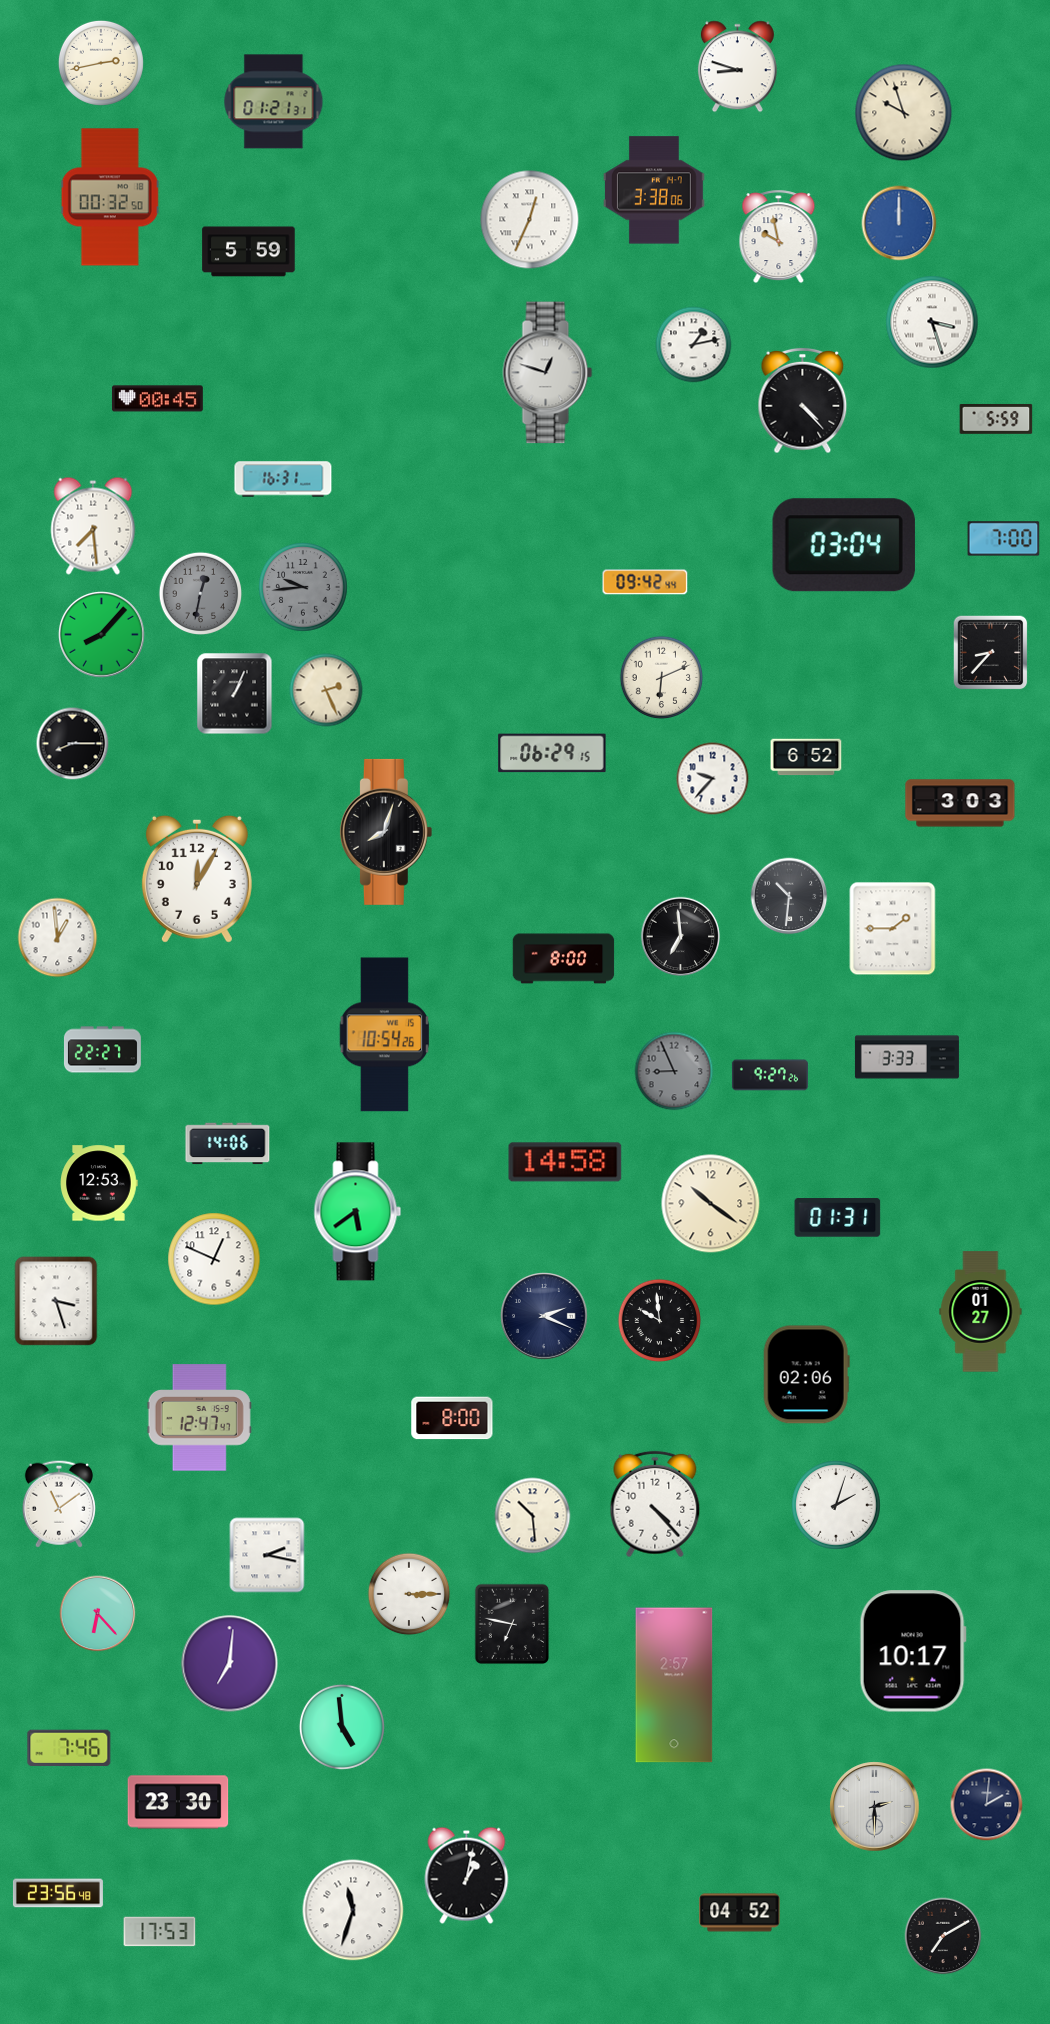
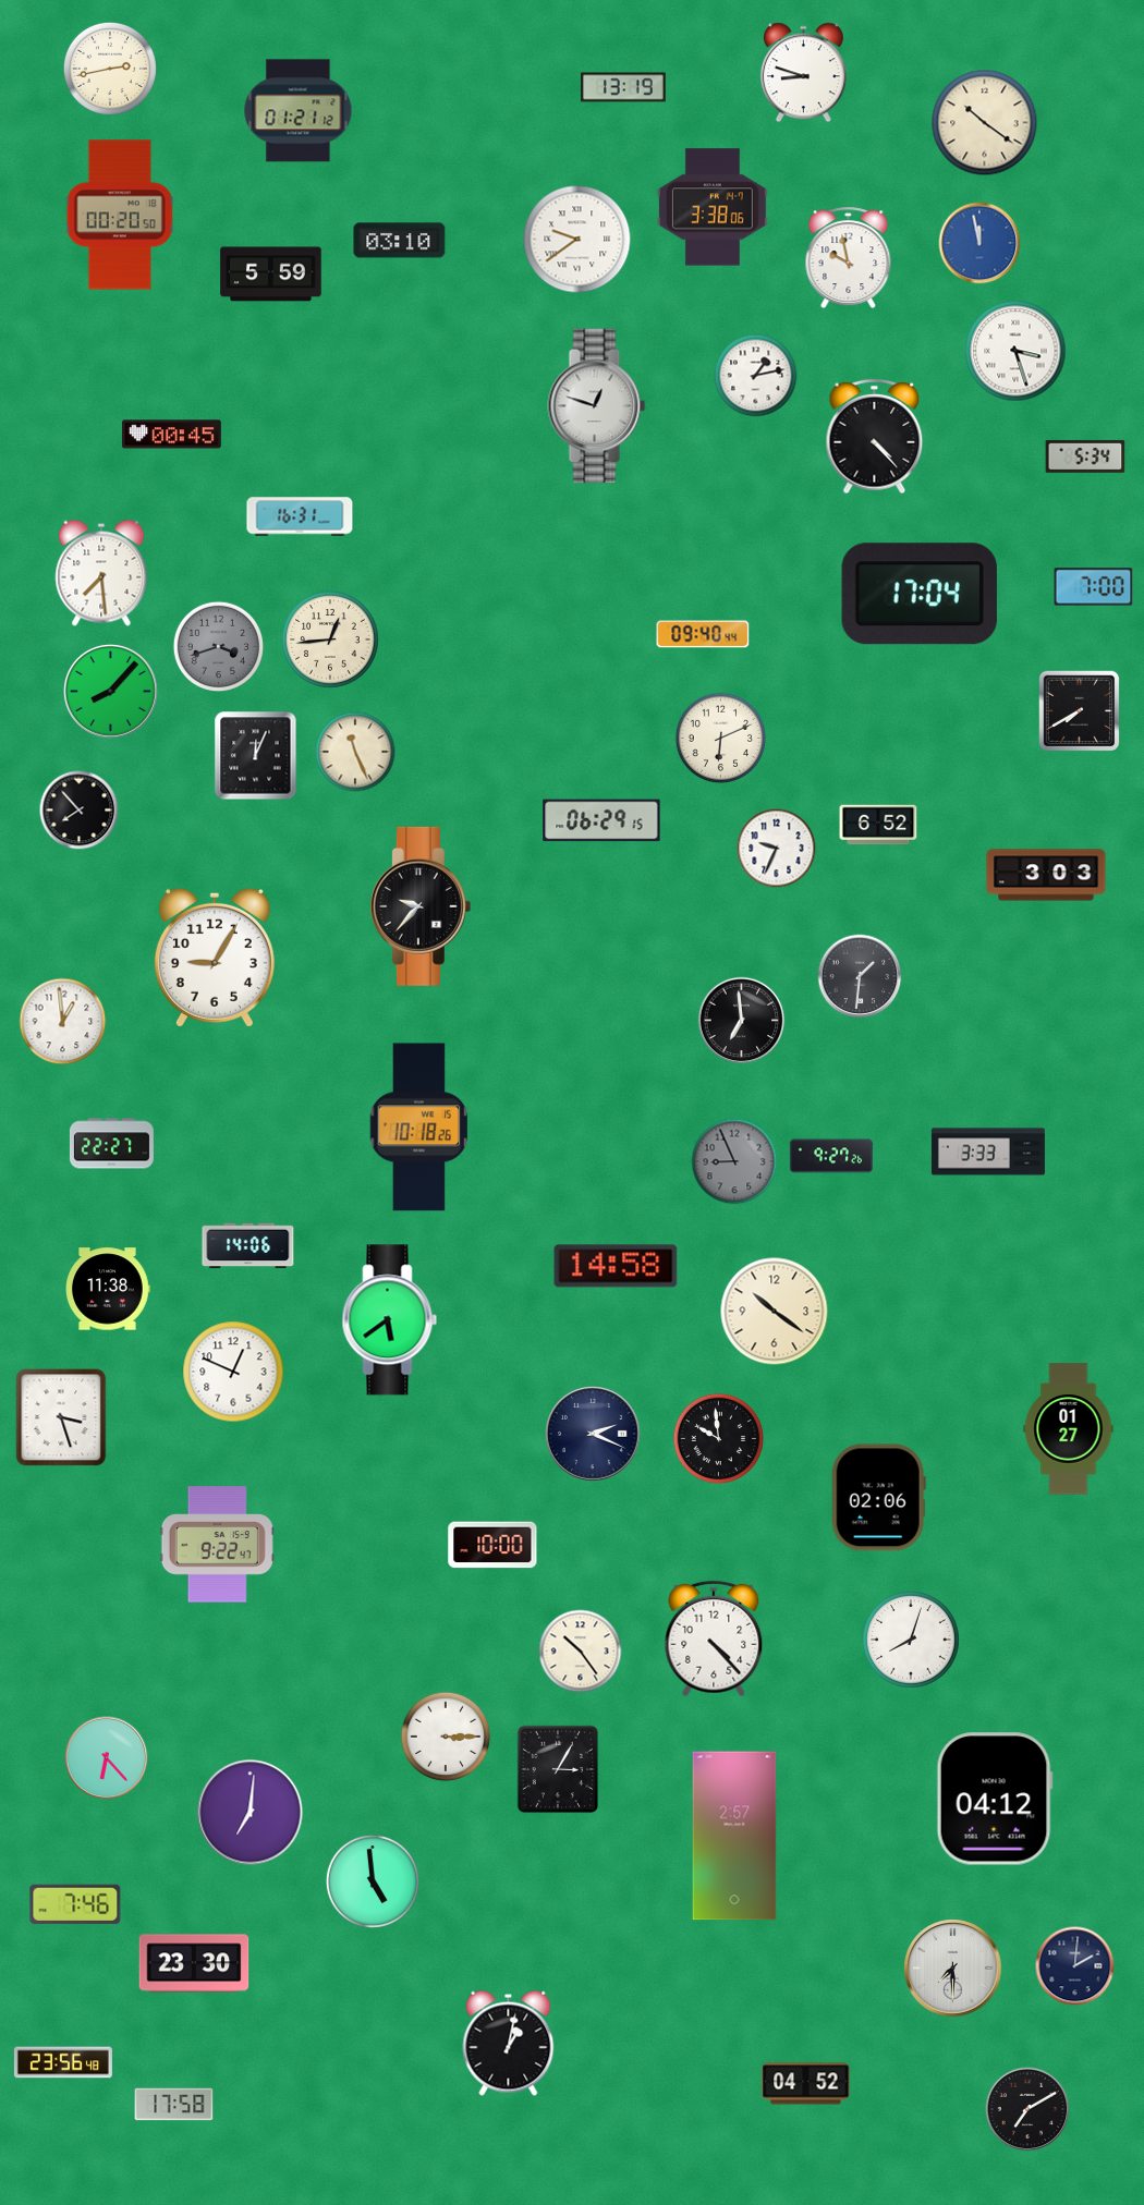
clock at (623, 87): none -> 13:19
clock at (274, 102): 01:21:31 -> 01:21:12
clock at (904, 113): 9:57 -> 10:21
clock at (110, 197): 00:32 -> 00:20
clock at (530, 220): 12:34 -> 9:39
clock at (400, 241): none -> 03:10
clock at (899, 223): 12:00 -> 11:58
clock at (996, 419): 5:59 -> 5:34
clock at (283, 479) position: (283, 479) -> (300, 516)
clock at (844, 545): 03:04 -> 17:04
clock at (645, 582): 09:42 -> 09:40
clock at (303, 587): 9:44 -> 12:44
clock at (303, 587) dial: grey -> cream
clock at (201, 594): 12:32 -> 3:42
clock at (991, 653): 8:37 -> 7:40
clock at (326, 690): 2:26 -> 11:26
clock at (235, 694): 1:04 -> 12:04
clock at (73, 744): 8:15 -> 7:53
clock at (713, 779): 9:37 -> 9:34
clock at (386, 832): 8:03 -> 9:37
clock at (197, 879): 12:05 -> 9:05
clock at (789, 896): 10:31 -> 1:31
clock at (893, 929): 1:45 -> none
clock at (564, 959): 8:00 -> none
clock at (385, 1035): 10:54 -> 10:18
clock at (674, 1071) position: (674, 1071) -> (734, 1161)
clock at (770, 1075) position: (770, 1075) -> (831, 1156)
clock at (100, 1183): 12:53 -> 11:38
clock at (838, 1218): 01:31 -> none
clock at (199, 1418): 12:47 -> 9:22
clock at (452, 1418): 8:00 -> 10:00
clock at (59, 1504): 11:09 -> none
clock at (836, 1505): 2:03 -> 8:03
clock at (533, 1516): 10:29 -> 10:24
clock at (267, 1555): 2:17 -> none
clock at (512, 1624): 6:47 -> 3:05
clock at (913, 1651): 10:17 -> 04:12
clock at (875, 1807): 2:30 -> 7:30
clock at (353, 1910): 11:33 -> none
clock at (160, 1932): 17:53 -> 17:58
